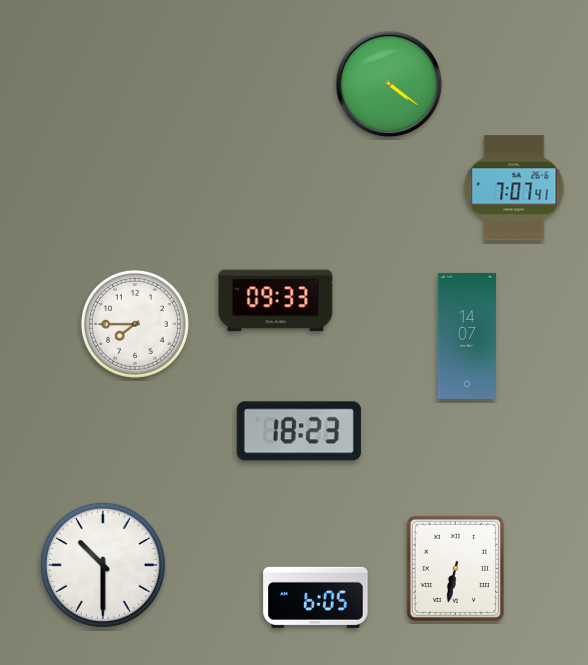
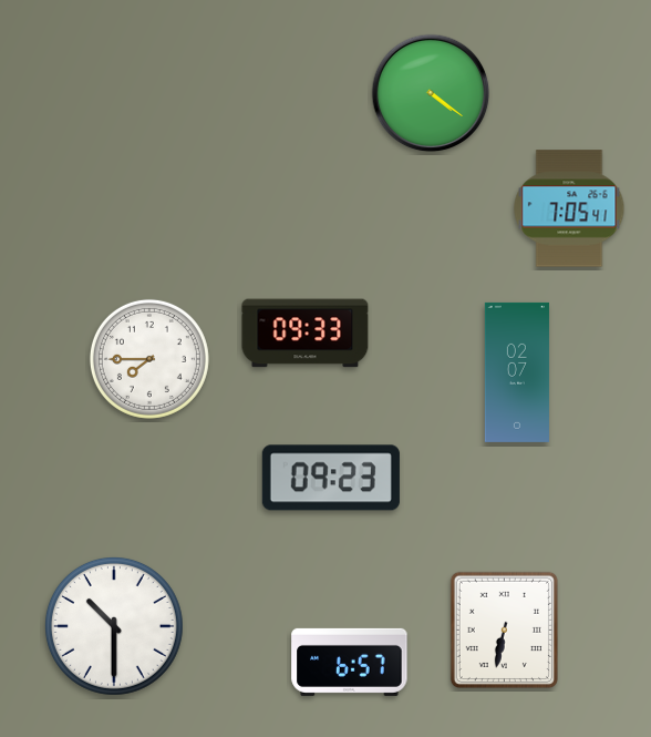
clock at (514, 188): 7:07 -> 7:05
clock at (467, 336): 14:07 -> 02:07
clock at (299, 431): 18:23 -> 09:23
clock at (316, 597): 6:05 -> 6:57
